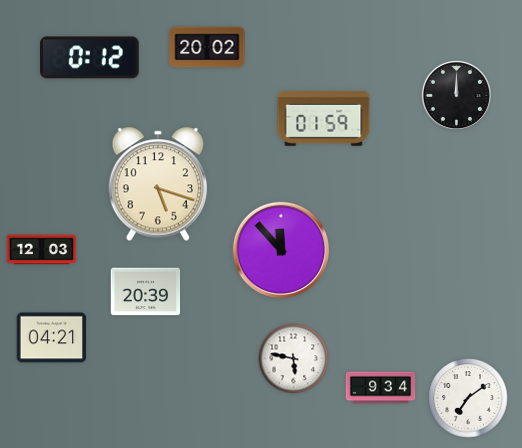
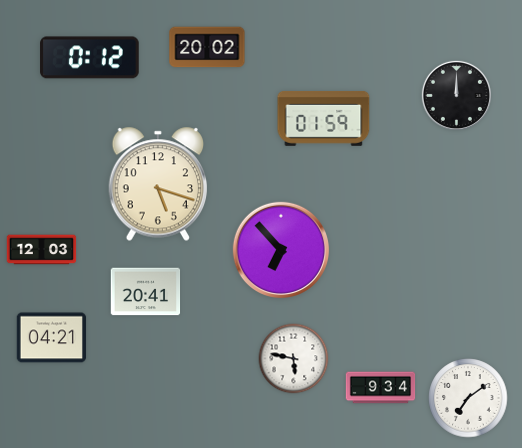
clock at (280, 249): 11:53 -> 6:53
clock at (146, 292): 20:39 -> 20:41
